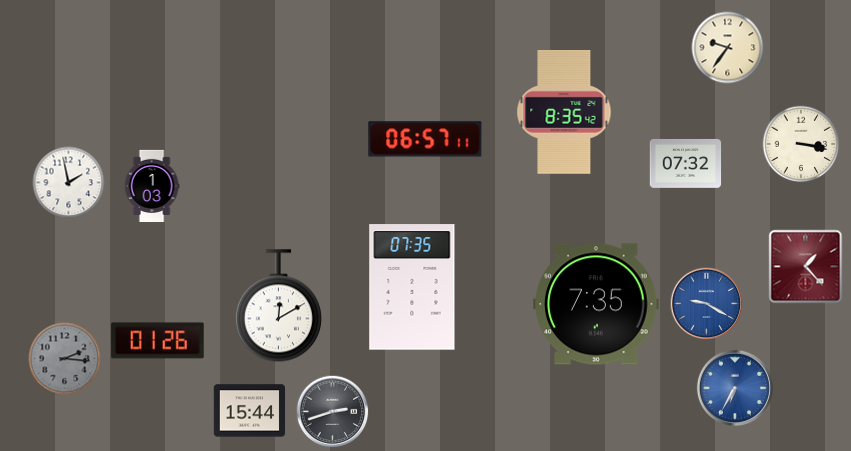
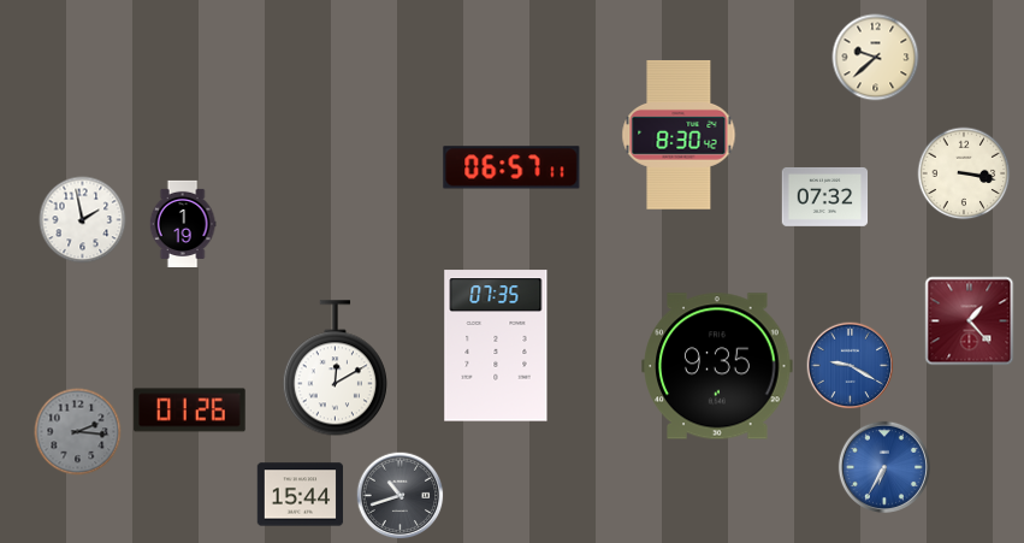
clock at (728, 48): 9:36 -> 9:38
clock at (564, 113): 8:35 -> 8:30
clock at (152, 185): 1:03 -> 1:19
clock at (596, 304): 7:35 -> 9:35
clock at (333, 412): 2:42 -> 10:42
